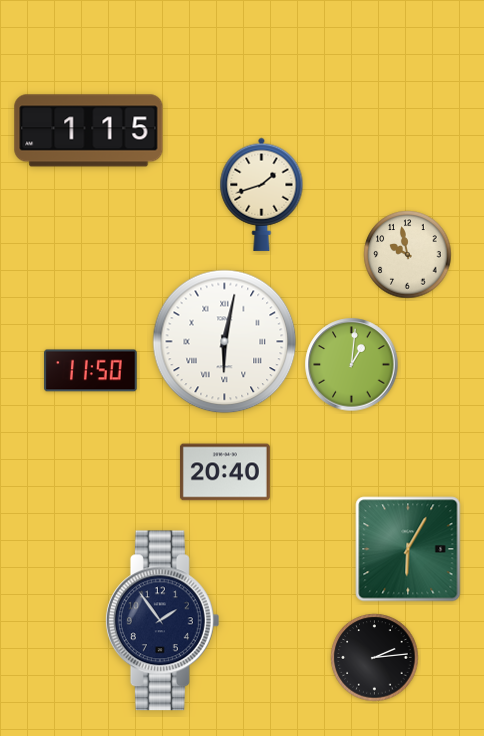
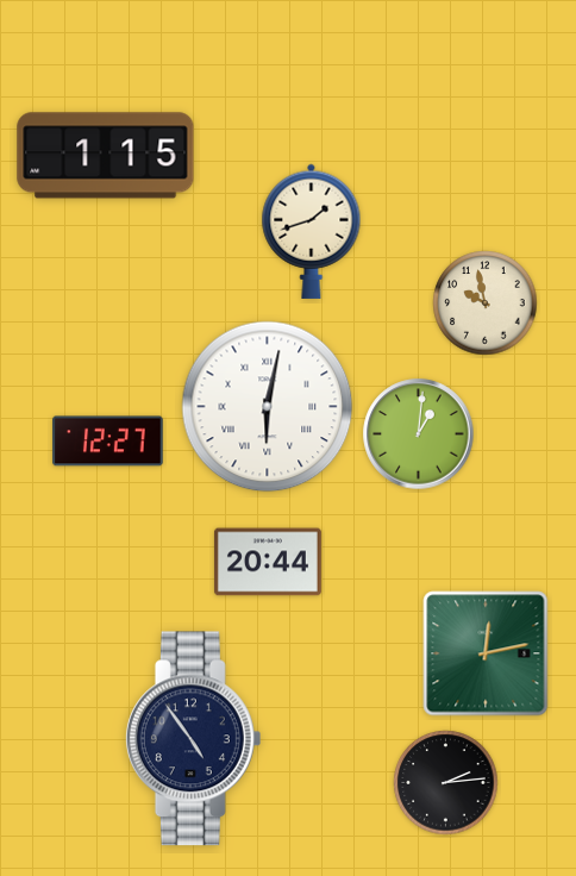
clock at (91, 371): 11:50 -> 12:27
clock at (225, 472): 20:40 -> 20:44
clock at (408, 549): 6:05 -> 12:13
clock at (162, 621): 1:54 -> 4:54
